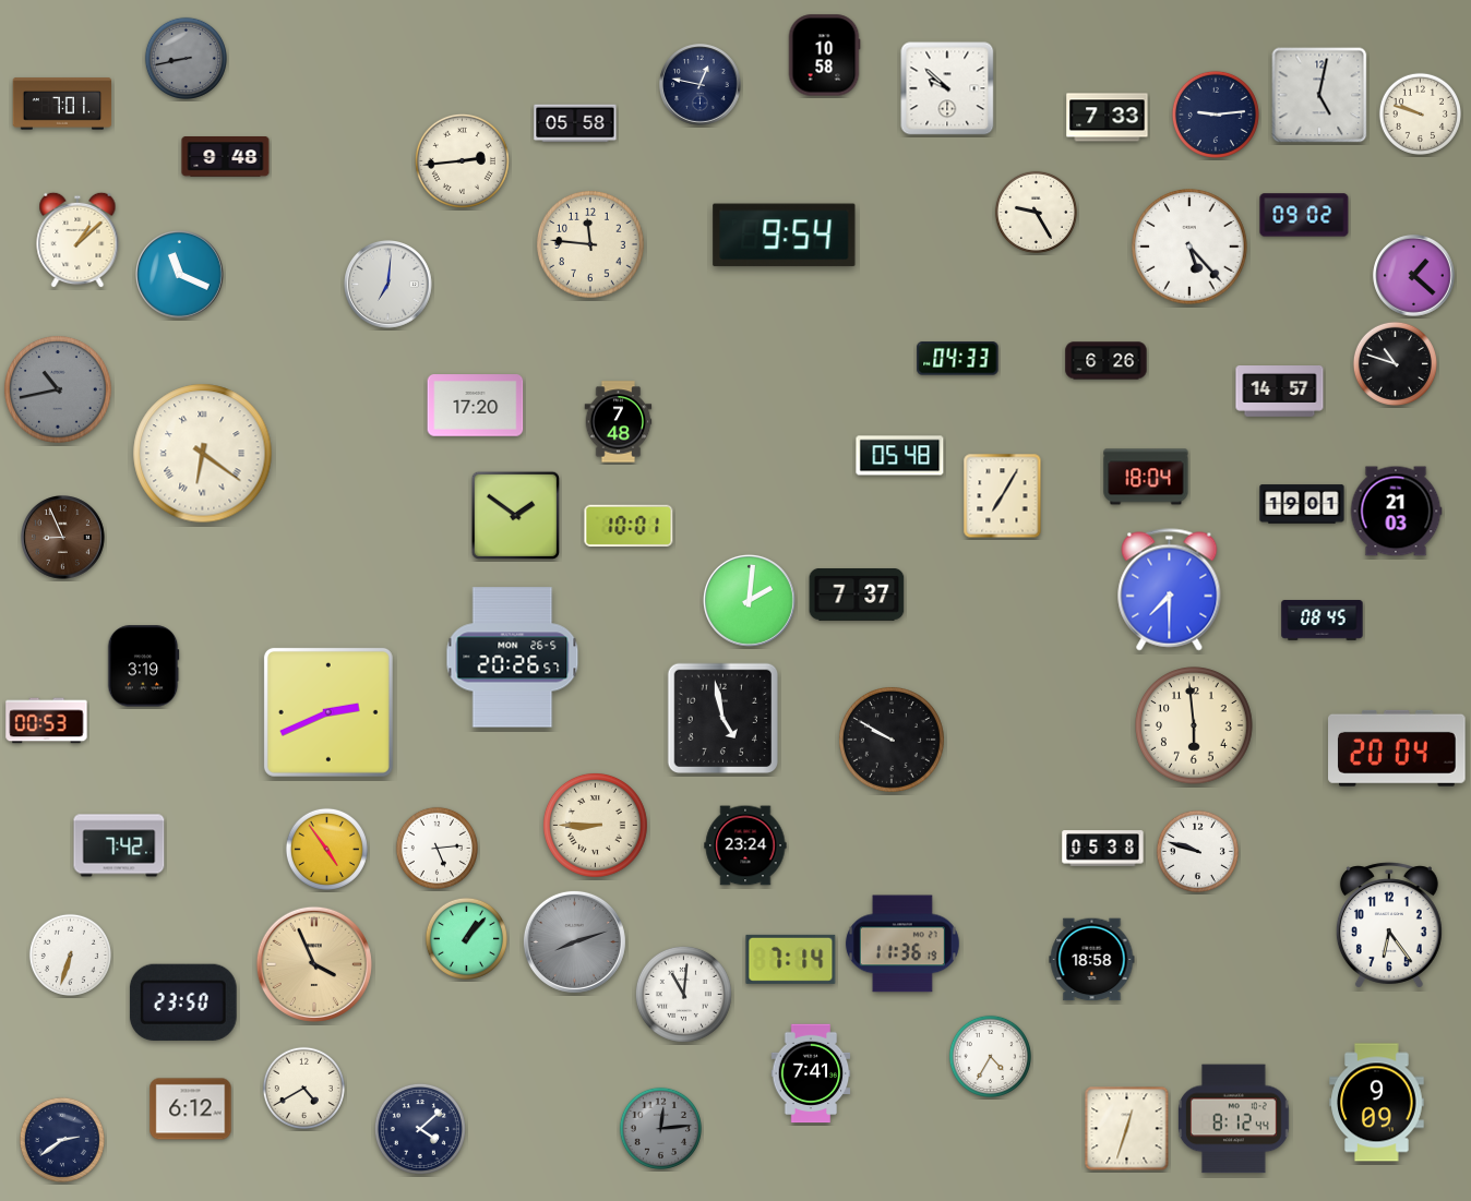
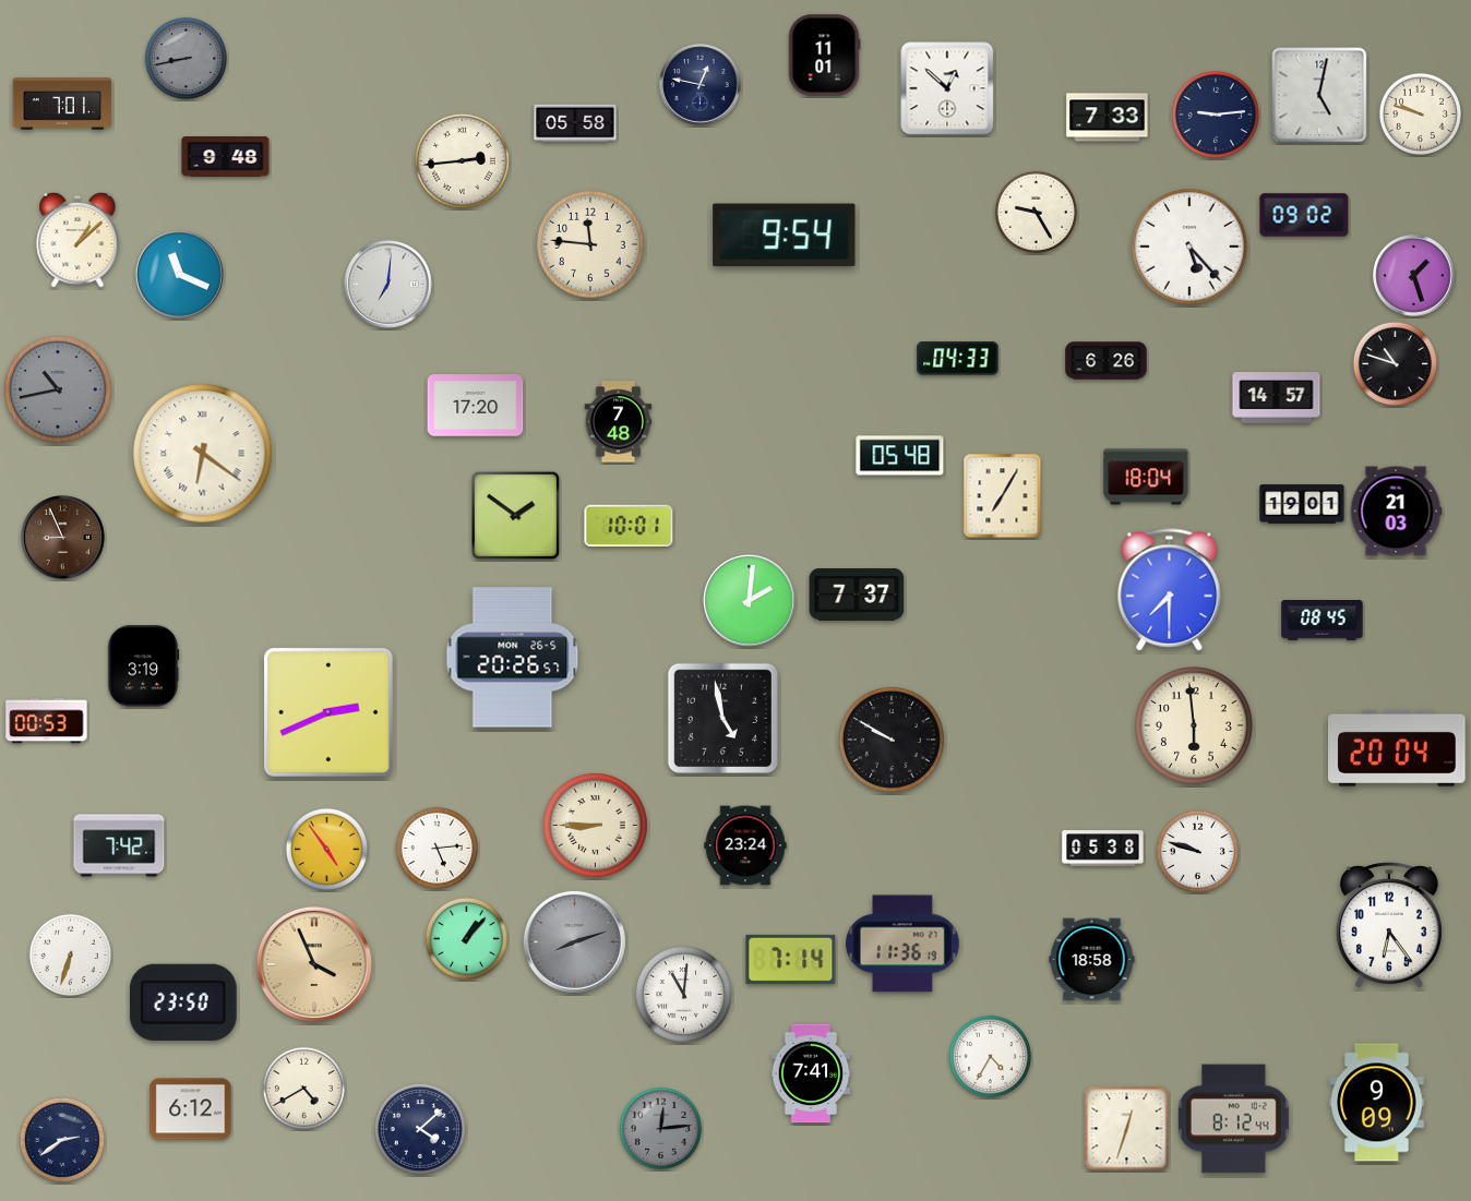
clock at (824, 56): 10:58 -> 11:01
clock at (947, 88): 9:52 -> 12:52
clock at (1414, 276): 1:22 -> 1:27
clock at (1280, 392) position: (1280, 392) -> (1277, 398)
